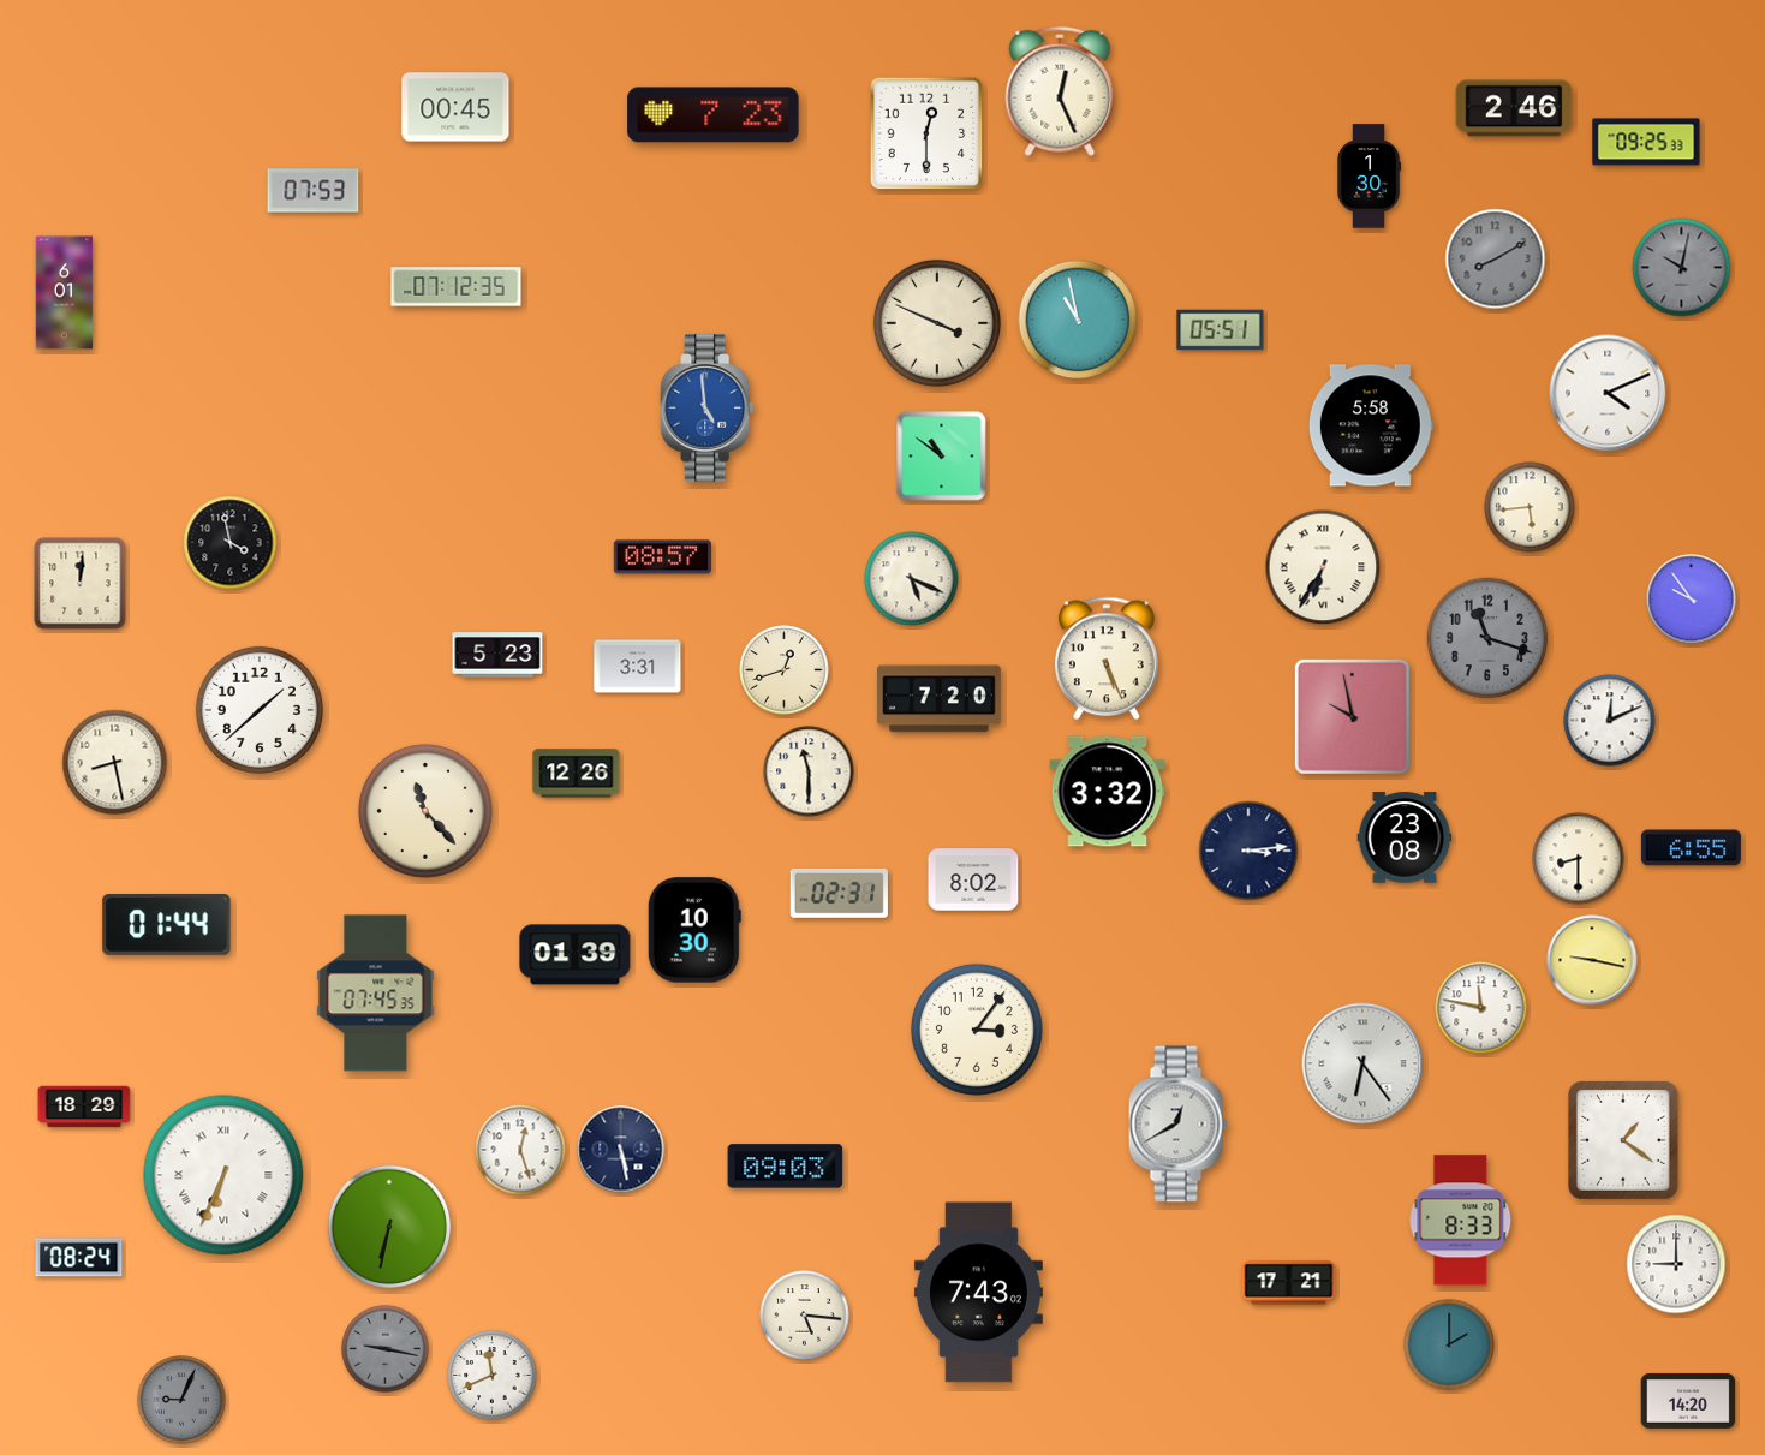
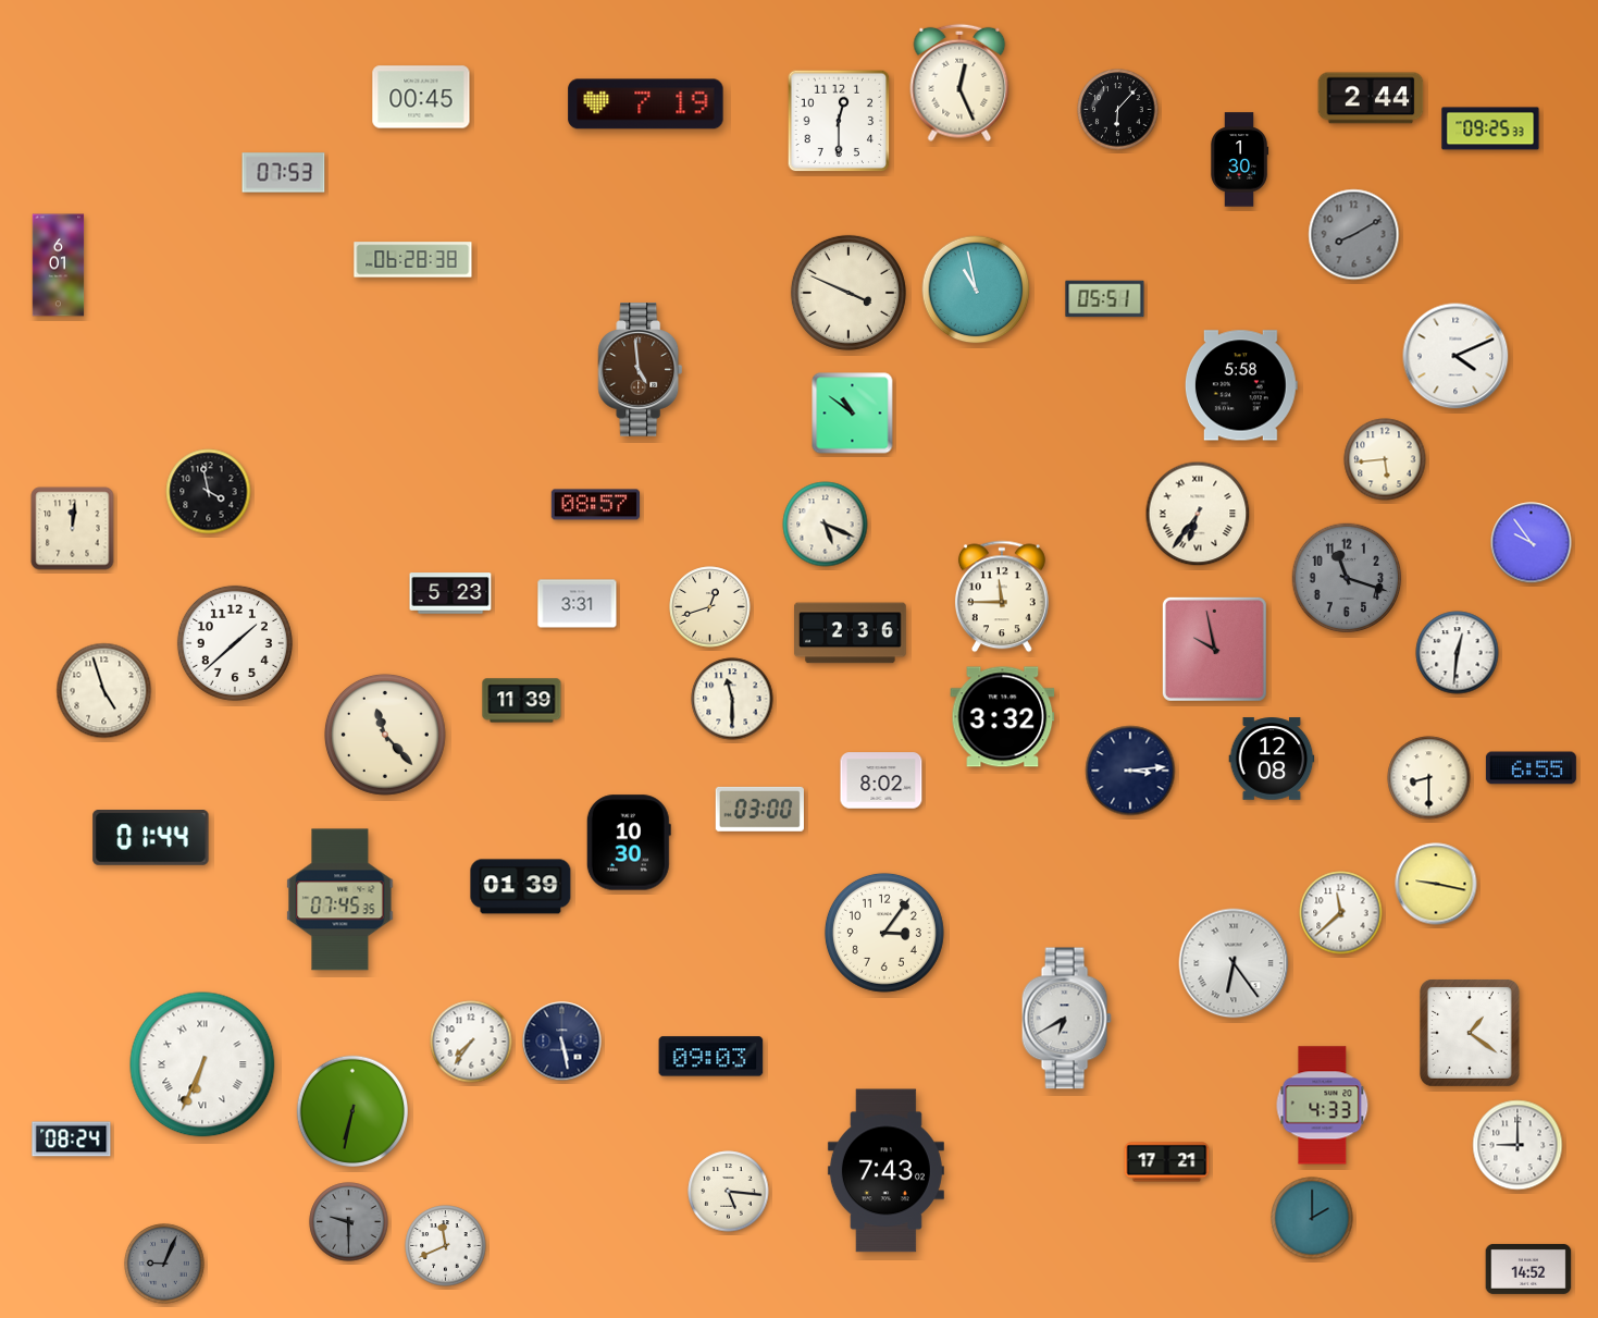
clock at (455, 107) position: (455, 107) -> (421, 97)
clock at (1514, 108): 2:46 -> 2:44
clock at (714, 115): 7:23 -> 7:19
clock at (1118, 110): none -> 6:07
clock at (1682, 268): 10:02 -> none
clock at (457, 287): 07:12 -> 06:28
clock at (708, 409) dial: blue -> brown
clock at (662, 557) position: (662, 557) -> (595, 505)
clock at (1323, 567): 6:35 -> 6:36
clock at (1107, 658): 5:26 -> 11:45
clock at (940, 699): 7:20 -> 2:36
clock at (1352, 716) position: (1352, 716) -> (1214, 649)
clock at (1610, 721): 12:11 -> 12:31
clock at (115, 763): 8:28 -> 4:57
clock at (577, 774): 12:26 -> 11:39
clock at (1405, 837): 23:08 -> 12:08
clock at (973, 879) position: (973, 879) -> (881, 780)
clock at (839, 893): 02:31 -> 03:00
clock at (576, 955) position: (576, 955) -> (521, 887)
clock at (1592, 960) position: (1592, 960) -> (1436, 884)
clock at (1481, 1008): 11:47 -> 11:38
clock at (84, 1107): 18:29 -> none
clock at (1177, 1125): 12:40 -> 6:40
clock at (520, 1150): 12:27 -> 7:36
clock at (1461, 1221): 8:33 -> 4:33
clock at (386, 1349): 9:17 -> 9:30
clock at (181, 1400) position: (181, 1400) -> (164, 1264)
clock at (1688, 1401): 14:20 -> 14:52
